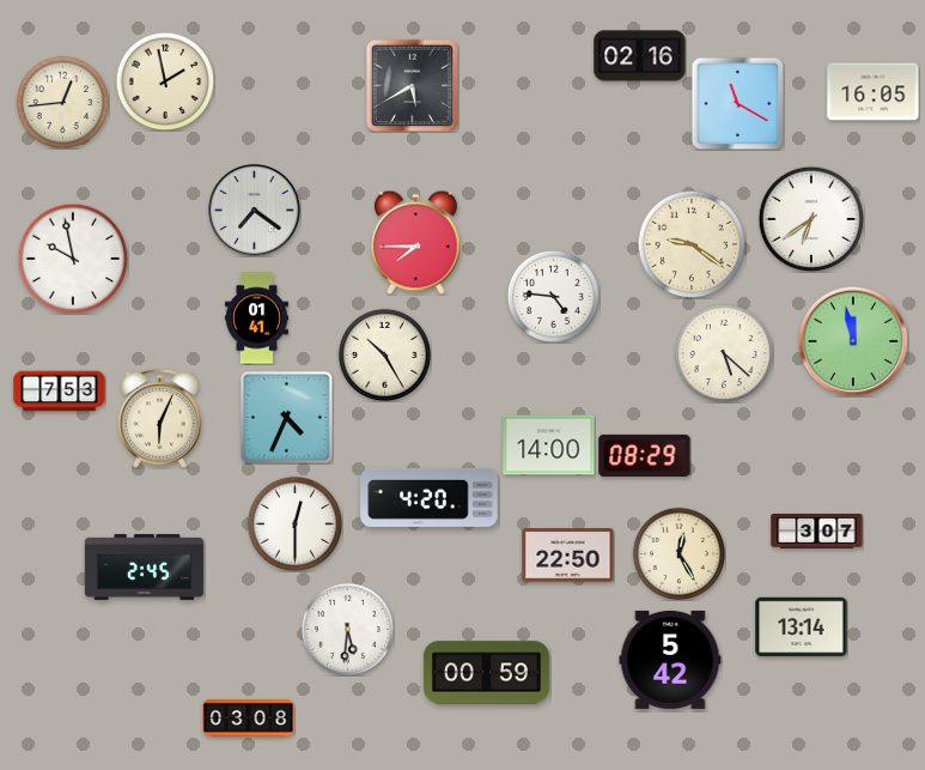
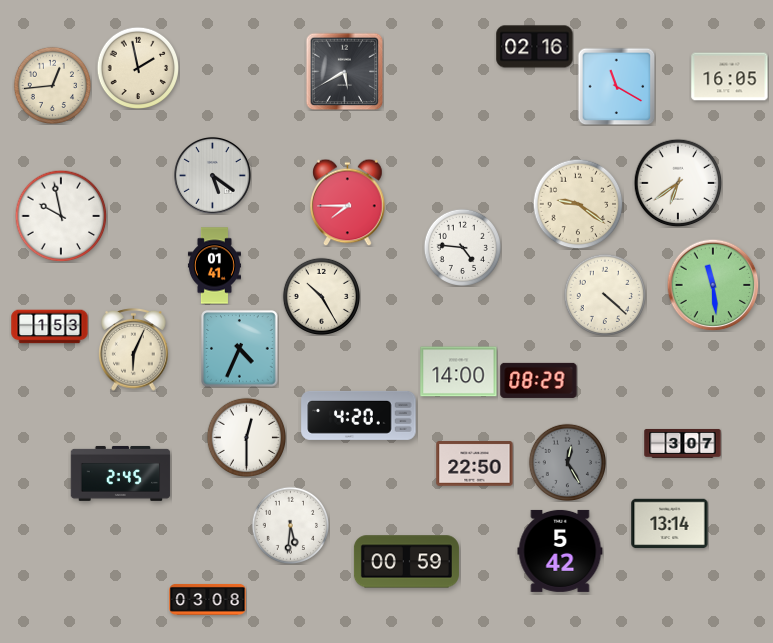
clock at (255, 211): 7:21 -> 5:21
clock at (853, 341): 11:58 -> 11:29
clock at (724, 353): 5:22 -> 4:22
clock at (60, 392): 7:53 -> 1:53
clock at (678, 553) dial: cream -> grey
